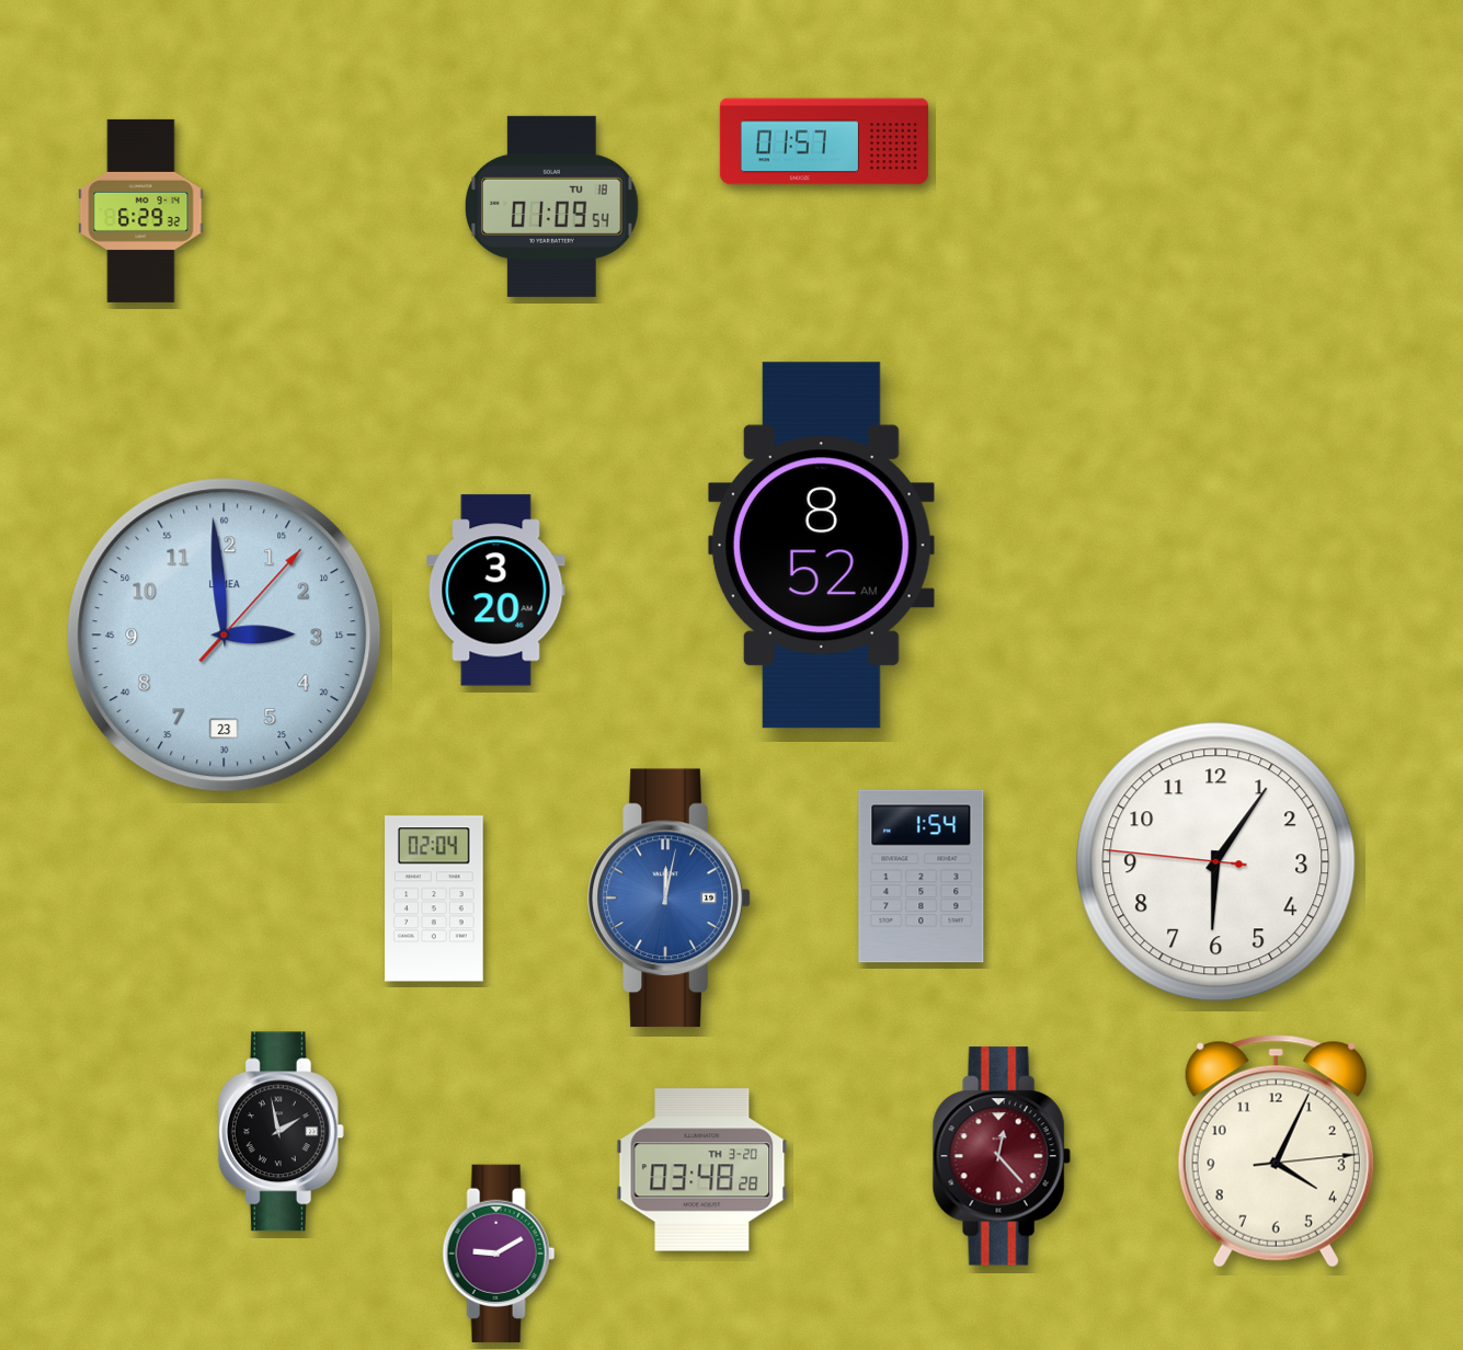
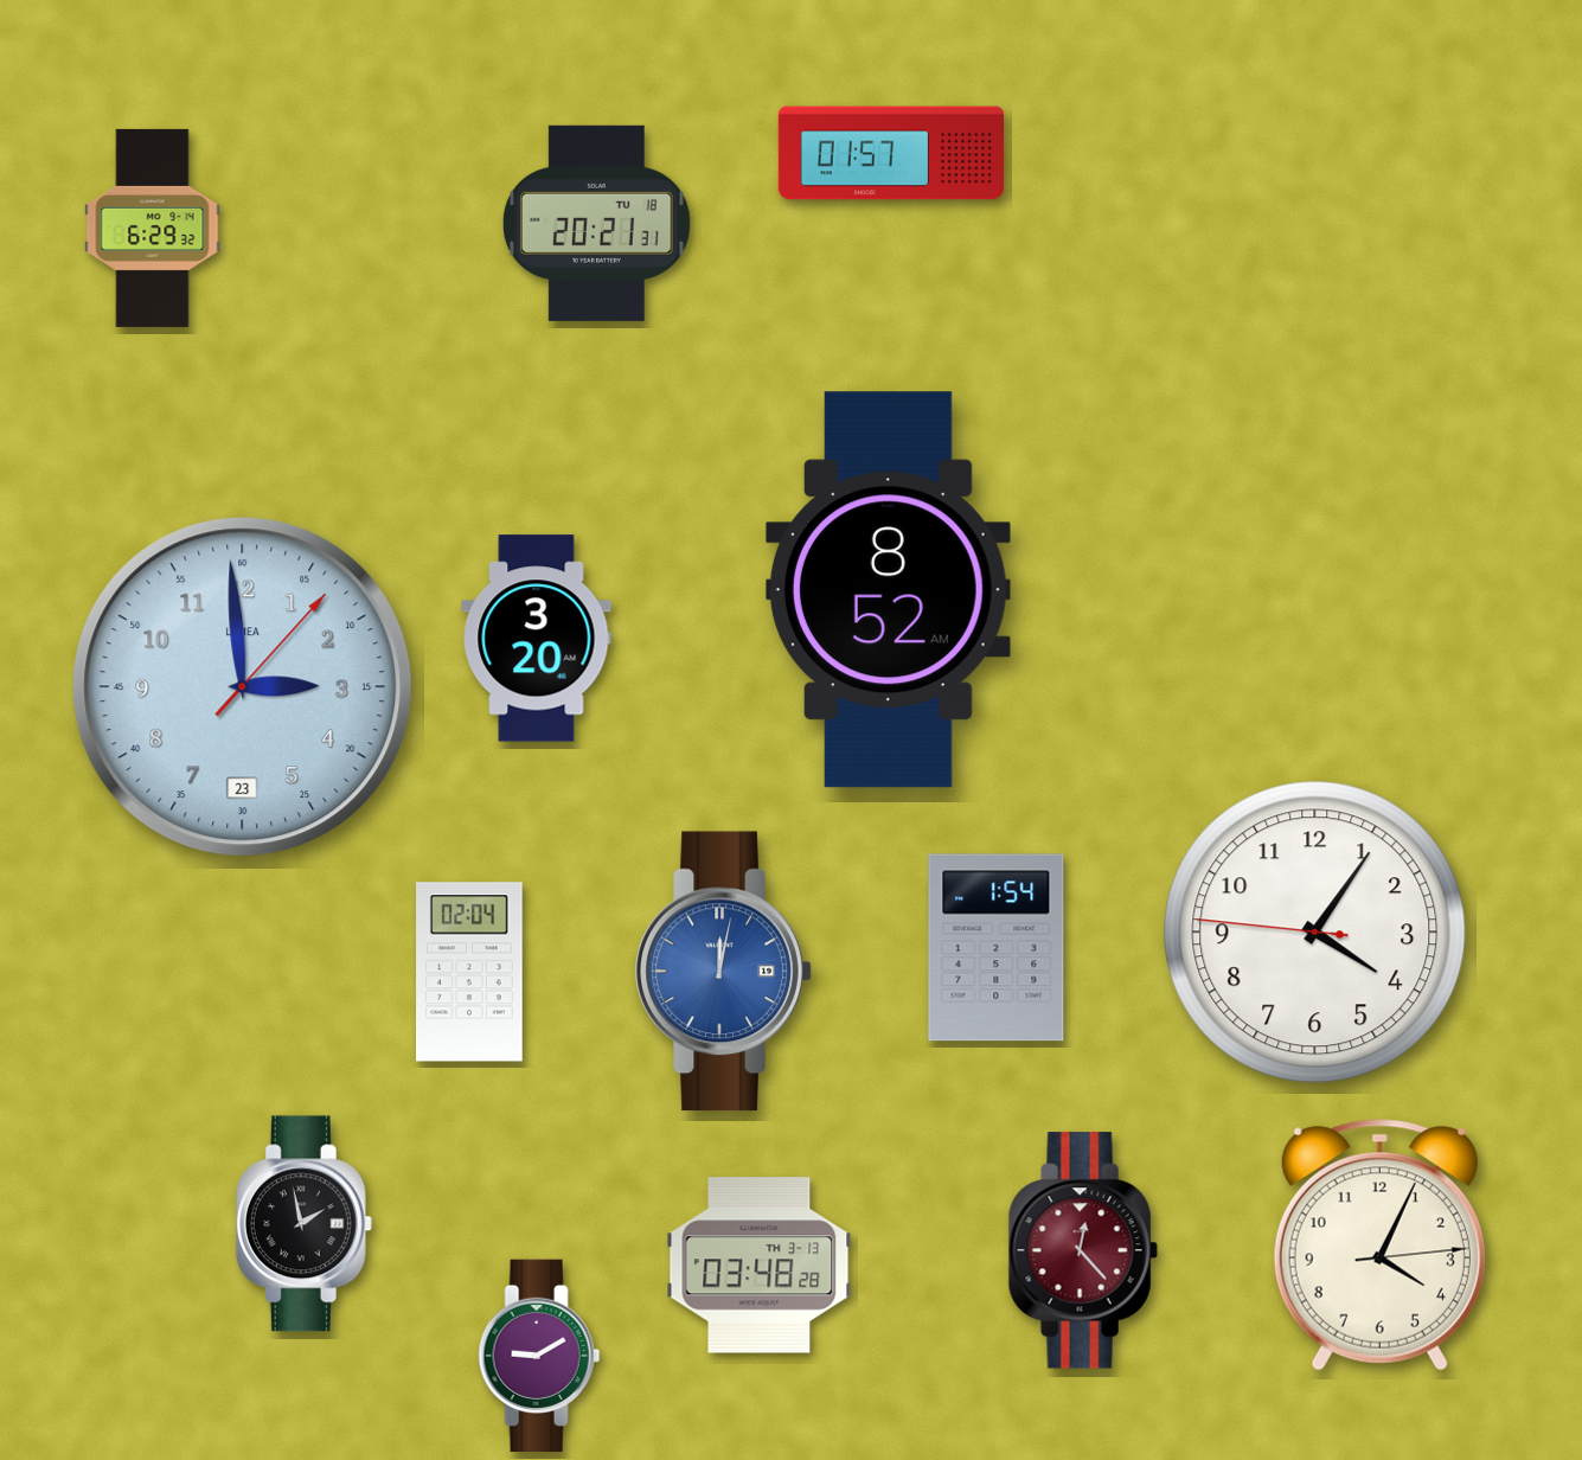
clock at (552, 206): 01:09 -> 20:21
clock at (1216, 862): 6:05 -> 4:05
clock at (702, 1170) date: TH 3-20 -> TH 3-13
